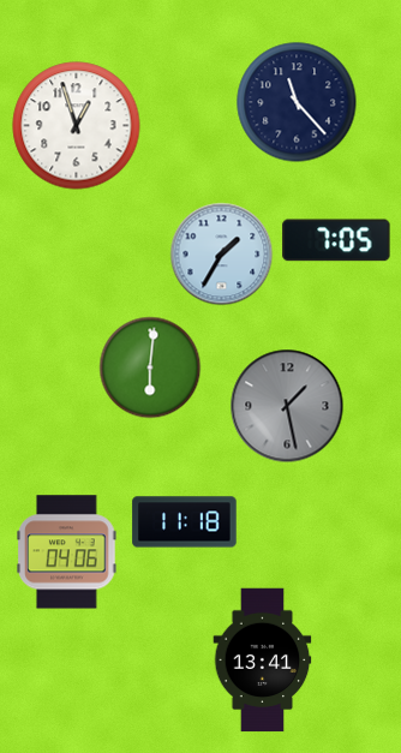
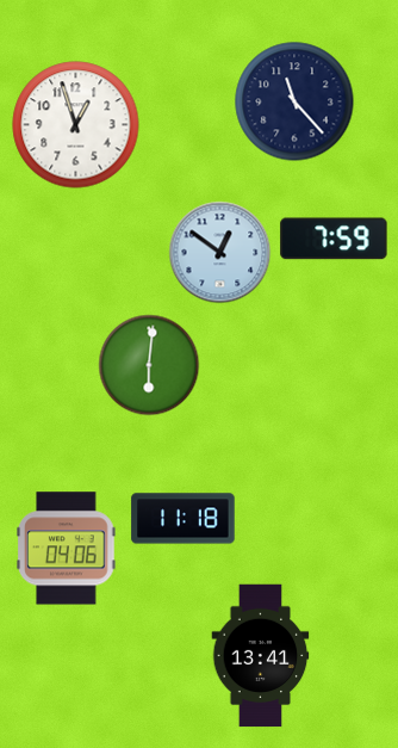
clock at (336, 240): 7:05 -> 7:59
clock at (221, 253): 1:35 -> 12:51
clock at (287, 406): 1:28 -> none
